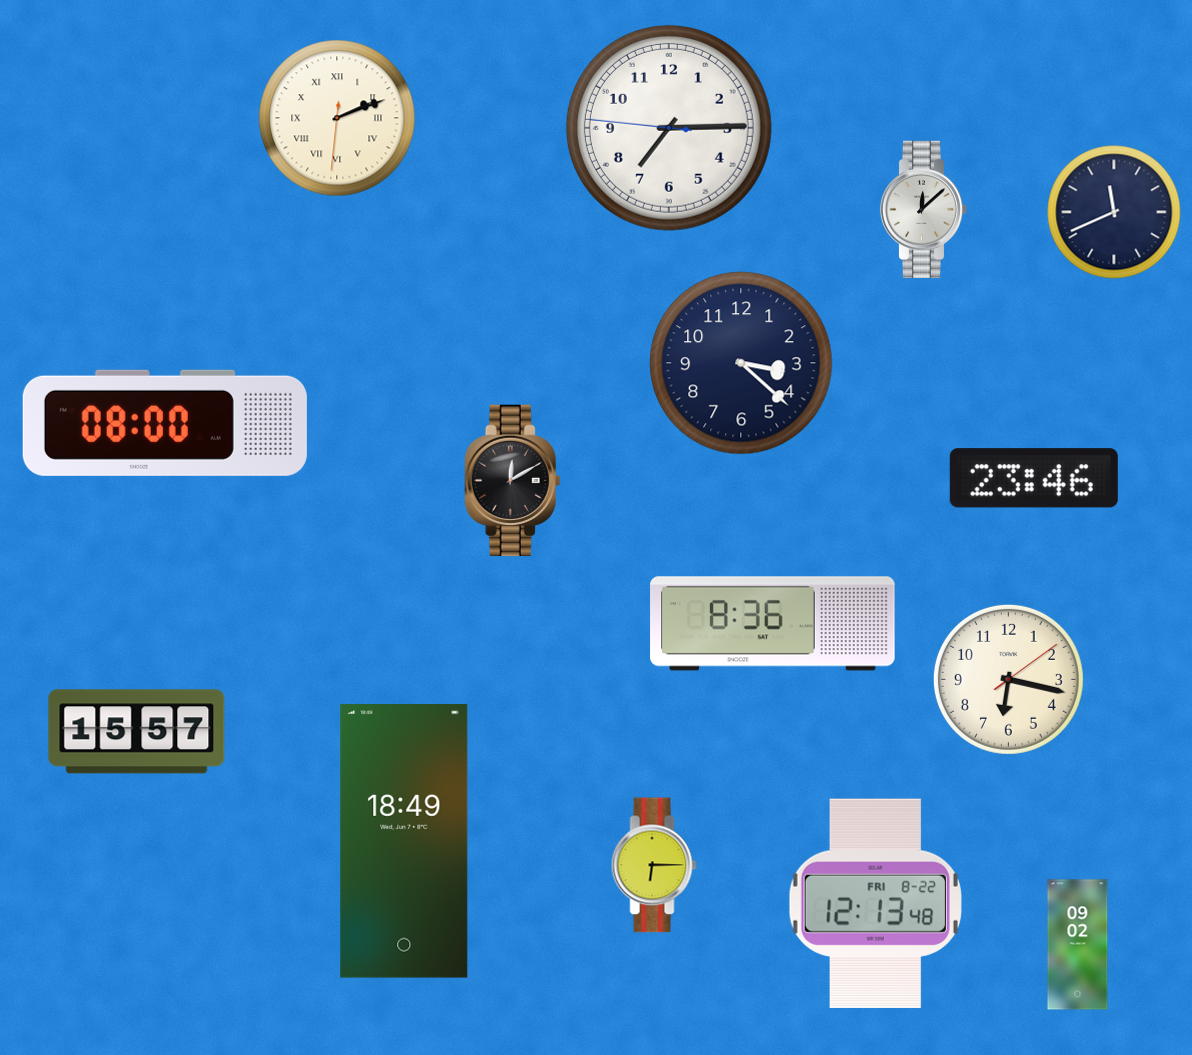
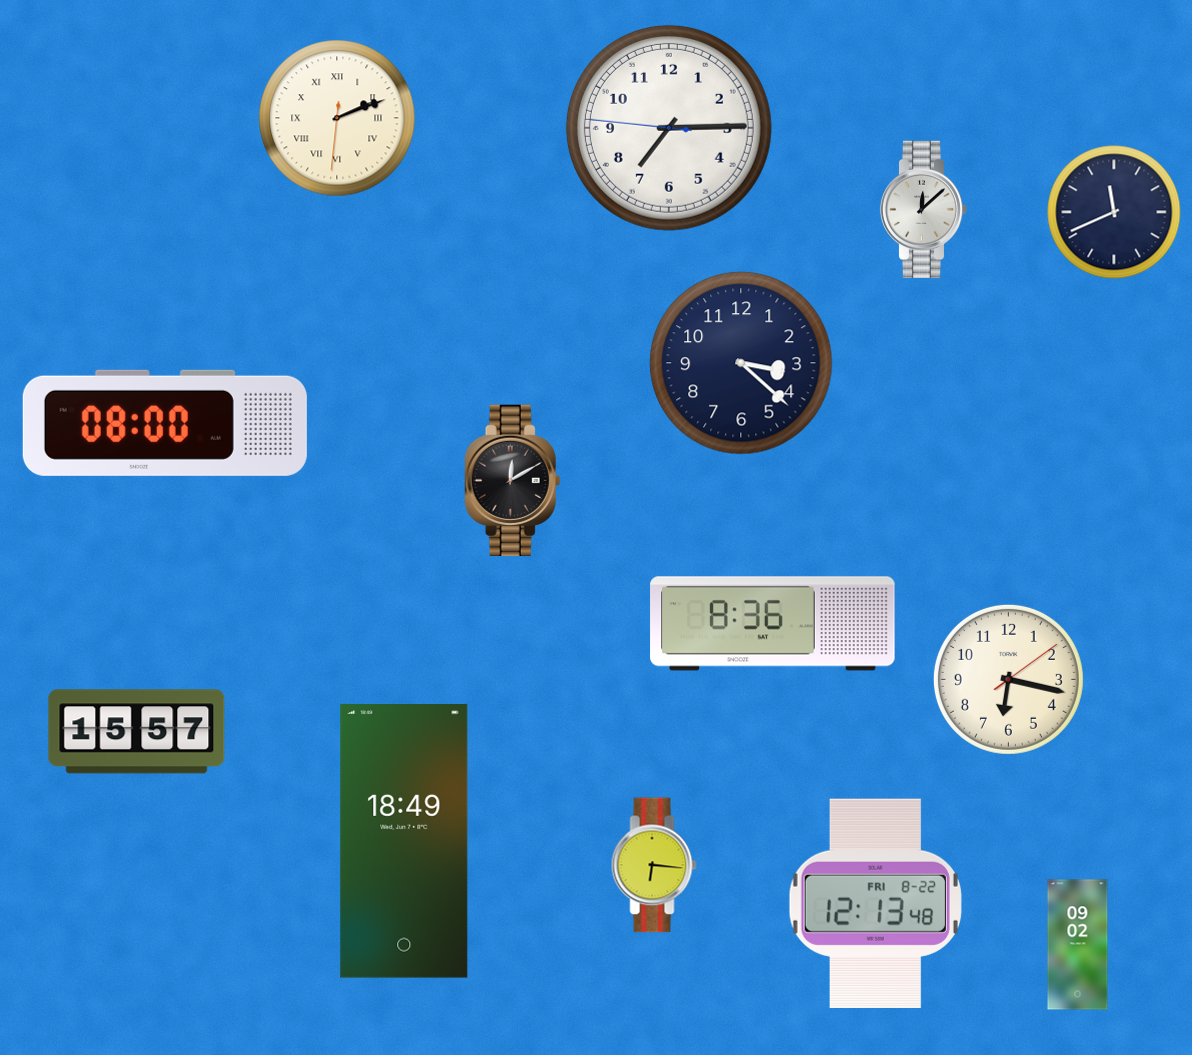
clock at (1034, 478): 23:46 -> none
clock at (654, 865): 6:15 -> 6:16
